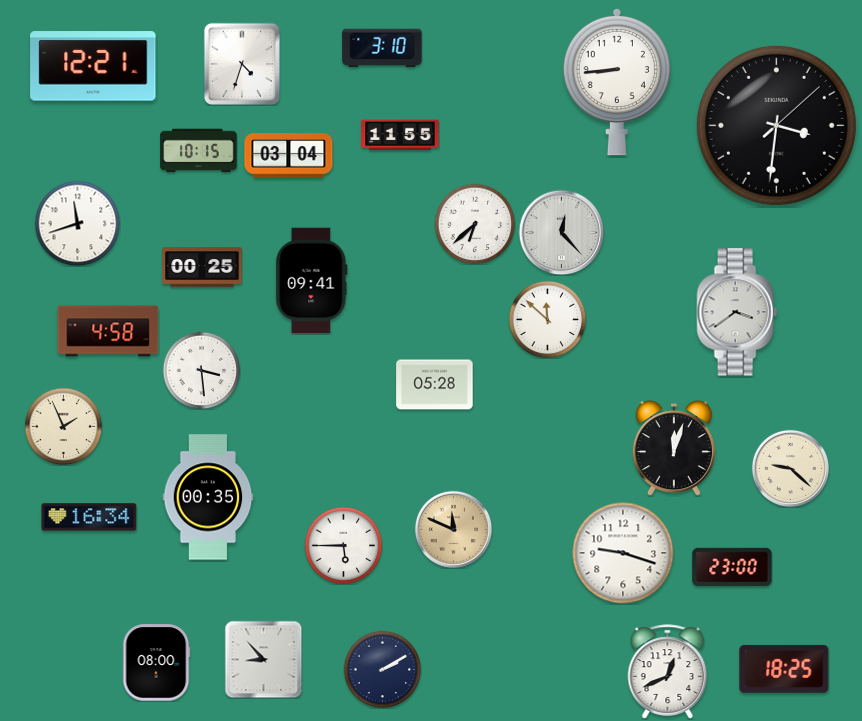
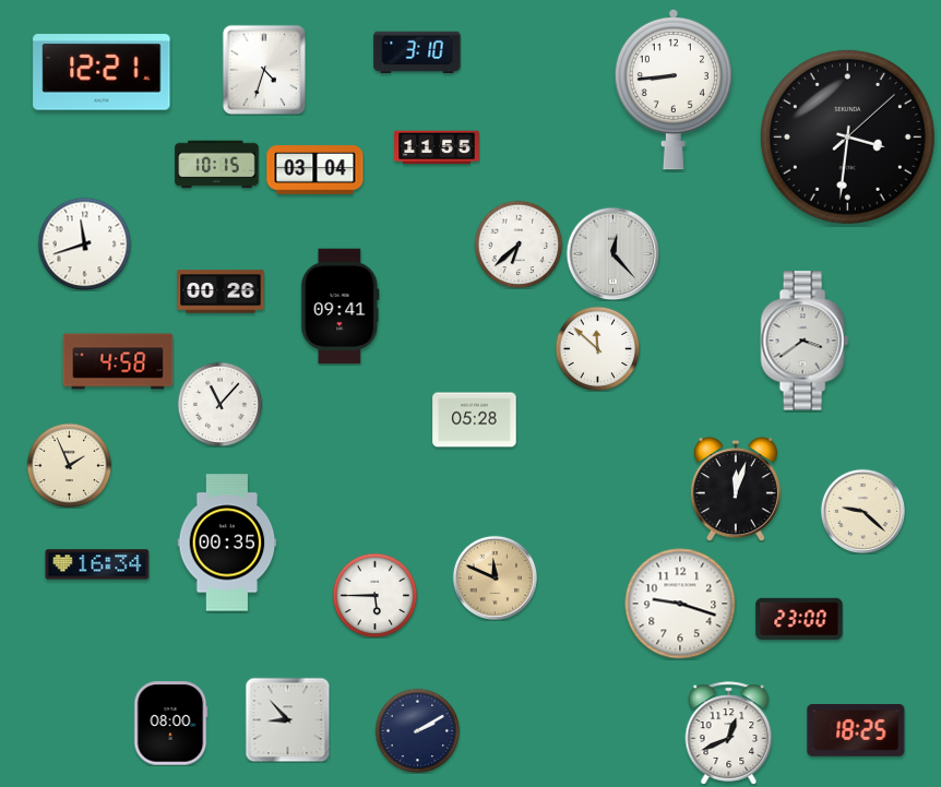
clock at (202, 267): 00:25 -> 00:26
clock at (201, 370): 3:29 -> 11:07
